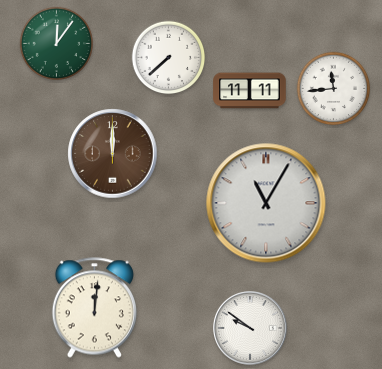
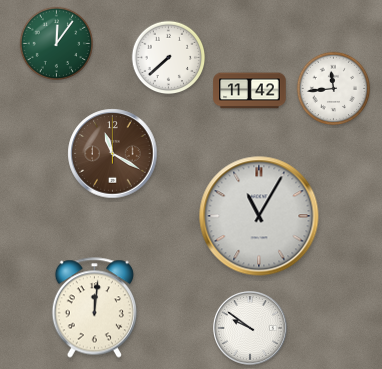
clock at (250, 91): 11:11 -> 11:42
clock at (113, 154): 12:00 -> 11:20
clock at (266, 203) position: (266, 203) -> (259, 216)
